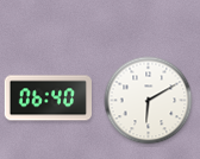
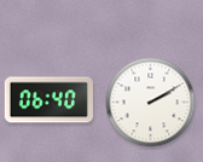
clock at (149, 101): 6:10 -> 2:10
